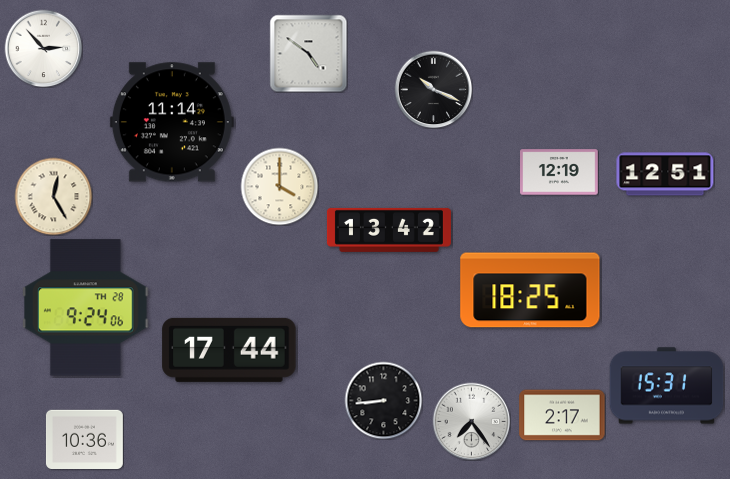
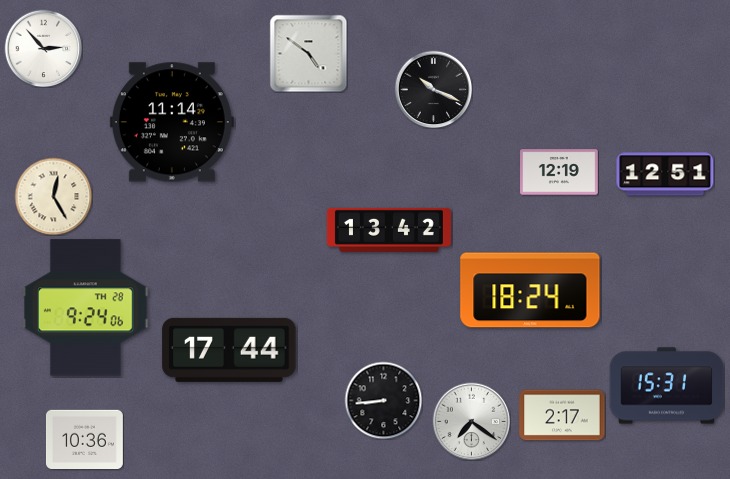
clock at (279, 186): 4:00 -> none
clock at (530, 290): 18:25 -> 18:24
clock at (471, 421): 7:24 -> 7:21
